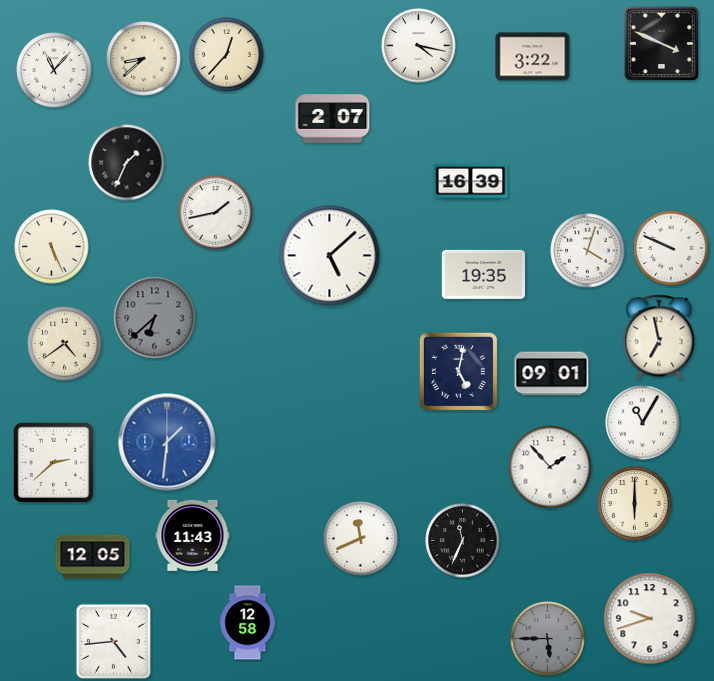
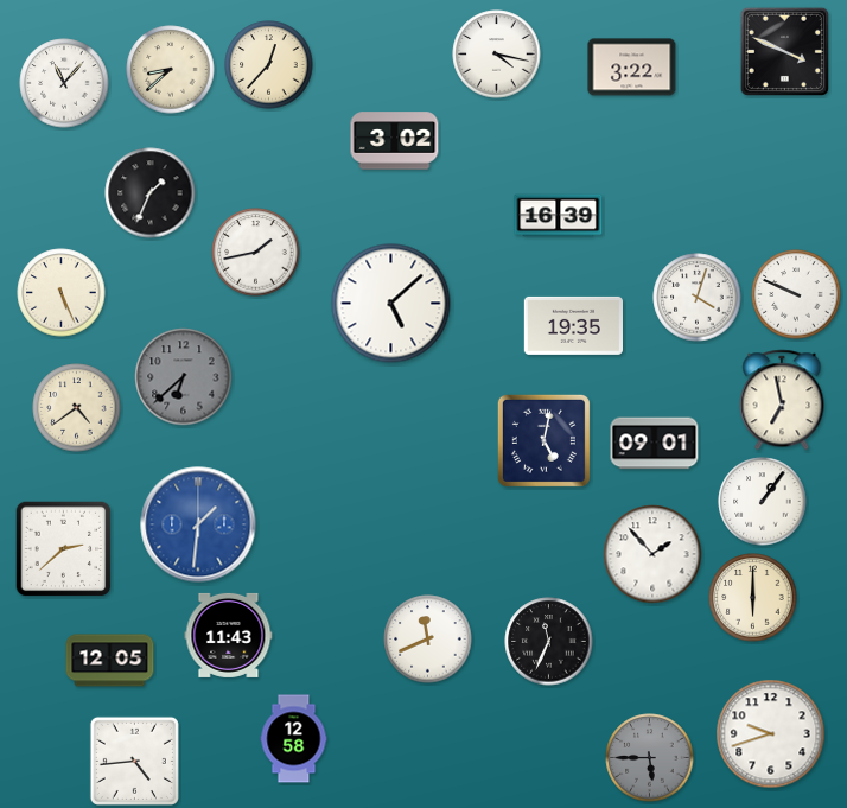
clock at (333, 119): 2:07 -> 3:02
clock at (643, 423): 11:05 -> 1:06
